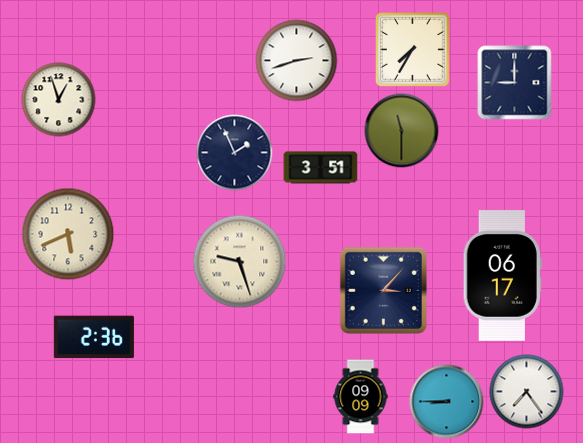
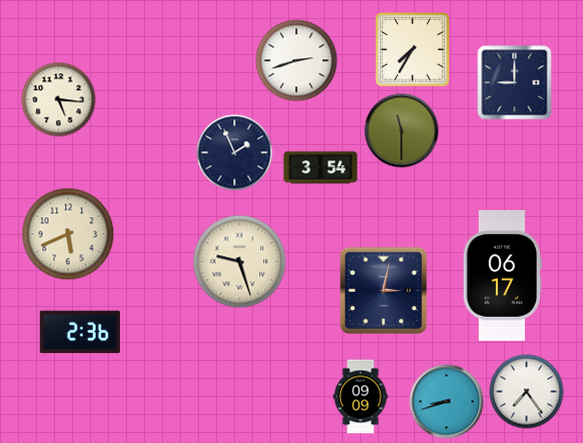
clock at (59, 100): 12:57 -> 5:16
clock at (321, 168): 3:51 -> 3:54
clock at (383, 290): 3:07 -> 3:02
clock at (94, 337) position: (94, 337) -> (80, 332)
clock at (447, 402): 8:45 -> 8:42
